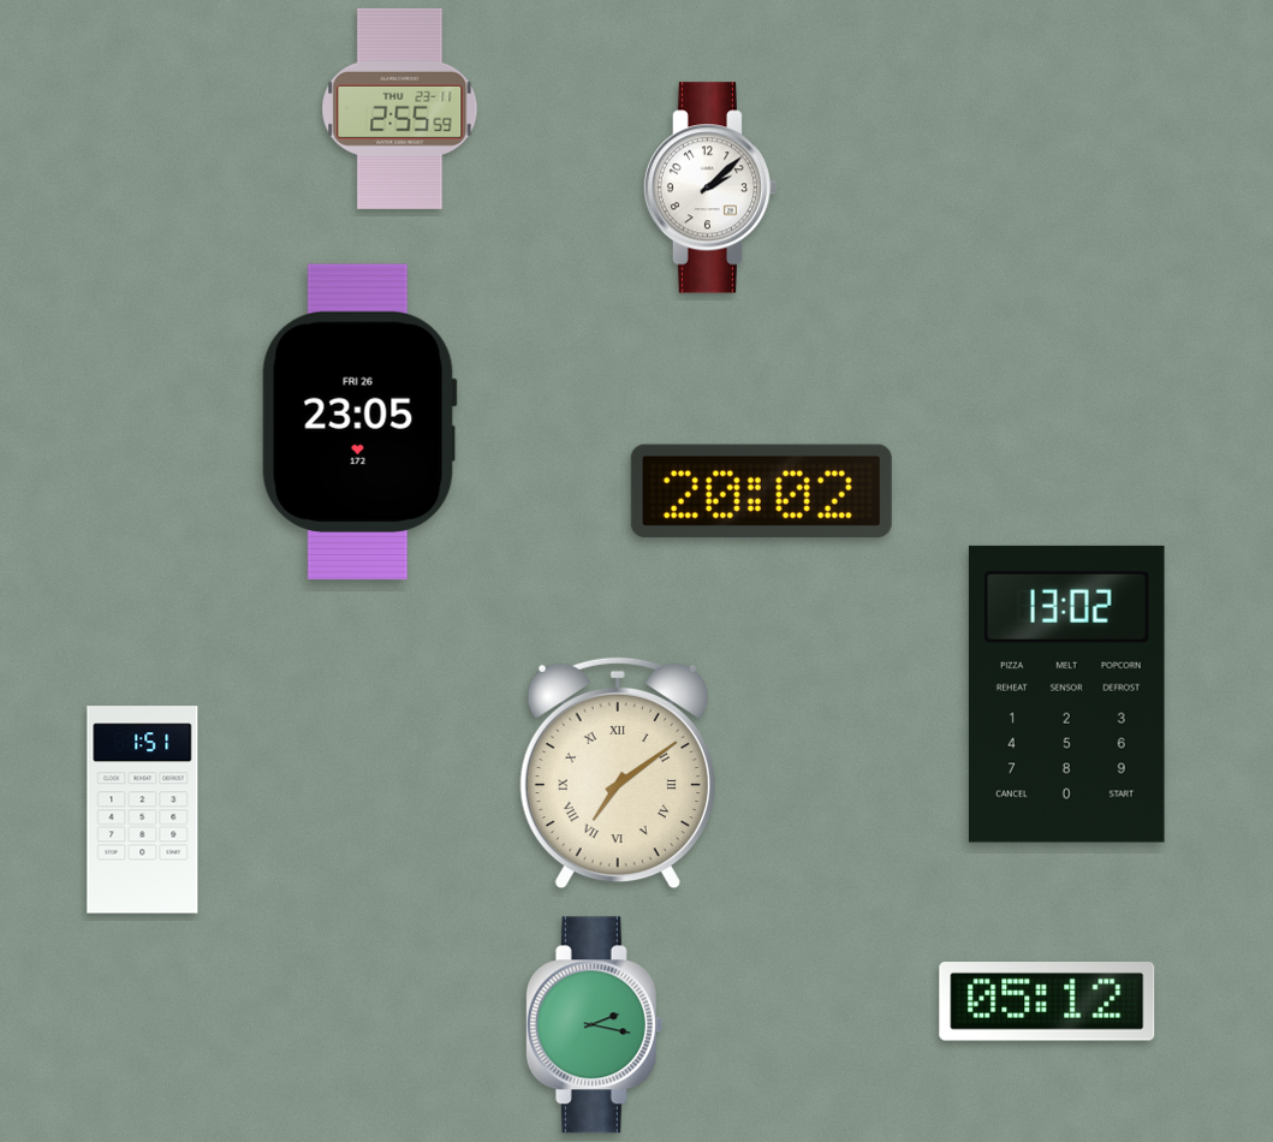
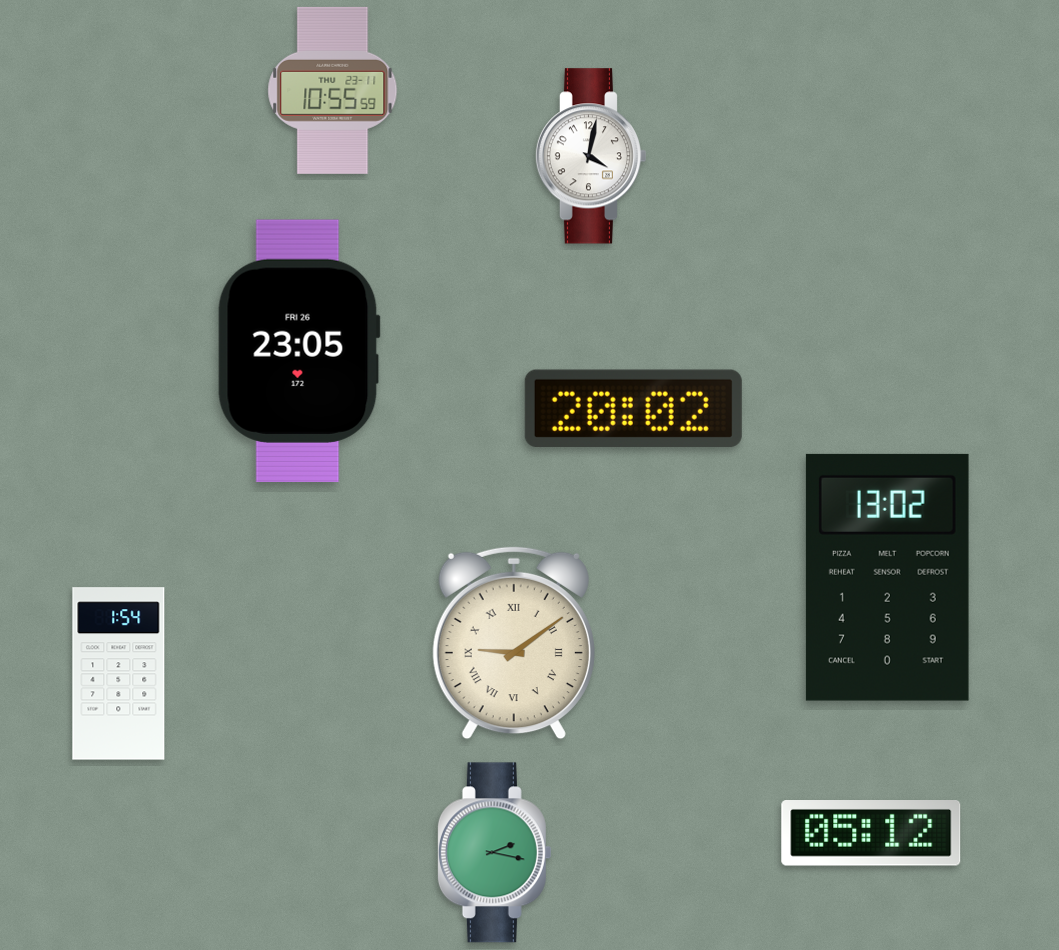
clock at (400, 108): 2:55 -> 10:55
clock at (710, 188): 2:08 -> 4:02
clock at (618, 773): 7:09 -> 9:09
clock at (143, 810): 1:51 -> 1:54
